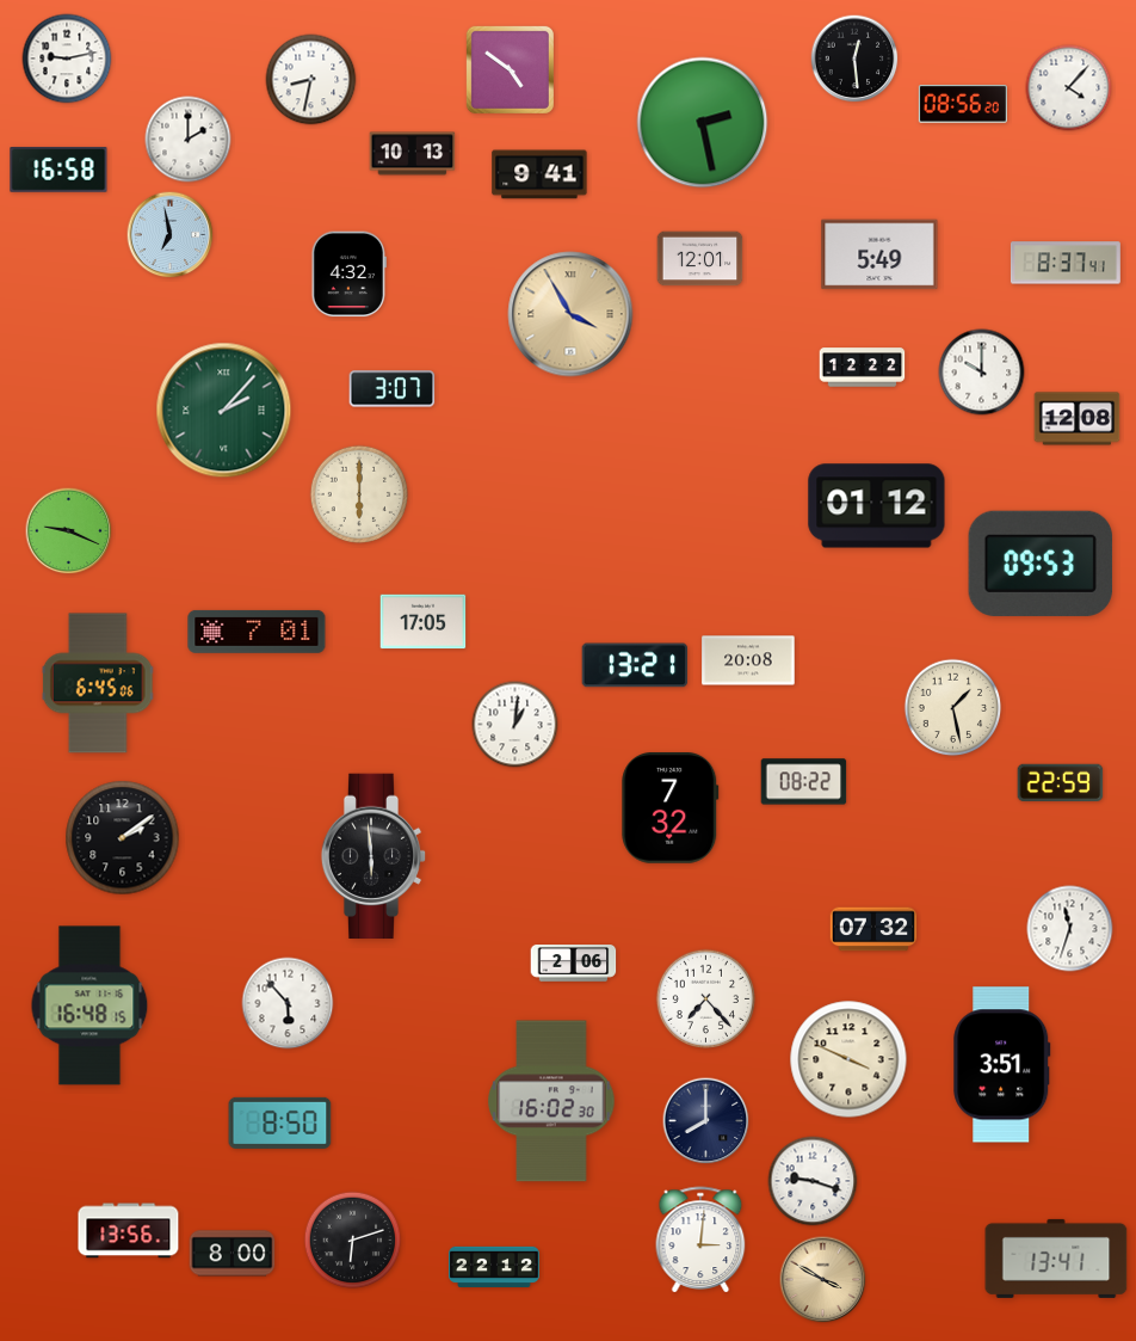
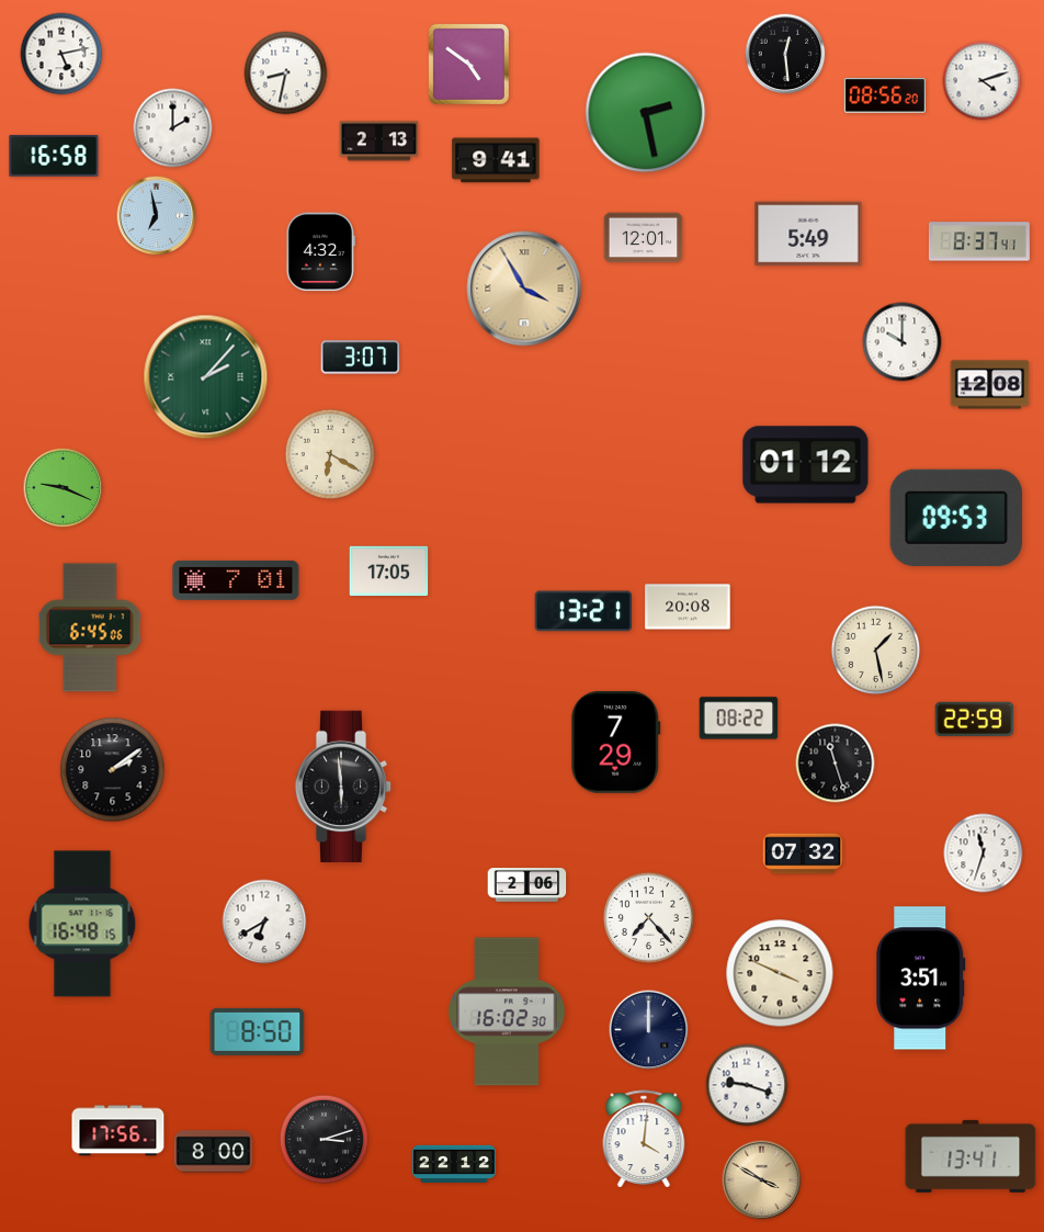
clock at (67, 59): 9:13 -> 5:13
clock at (1069, 88): 4:07 -> 4:12
clock at (413, 154): 10:13 -> 2:13
clock at (863, 368): 12:22 -> none
clock at (359, 494): 6:00 -> 6:20
clock at (515, 725): 1:01 -> none
clock at (671, 807): 7:32 -> 7:29
clock at (836, 764): none -> 11:27
clock at (288, 1003): 5:53 -> 6:40
clock at (706, 1121): 8:00 -> 12:00
clock at (129, 1231): 13:56 -> 17:56
clock at (700, 1239): 3:01 -> 4:01
clock at (353, 1241): 6:12 -> 3:12
clock at (823, 1280) position: (823, 1280) -> (762, 1180)
